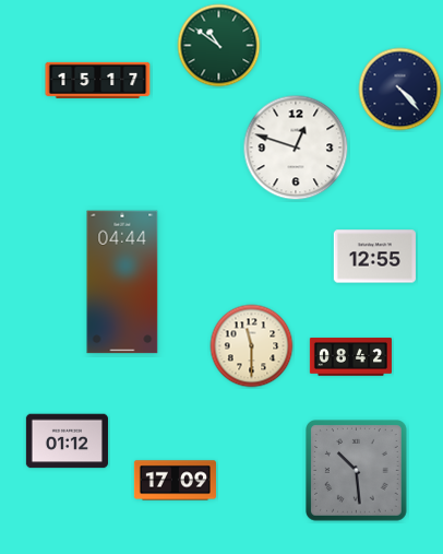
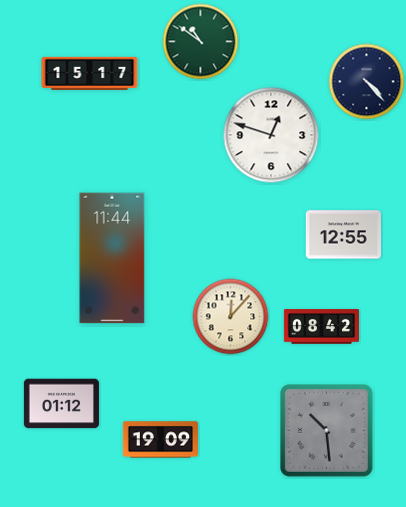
clock at (122, 282): 04:44 -> 11:44
clock at (252, 346): 11:30 -> 12:07
clock at (175, 481): 17:09 -> 19:09
